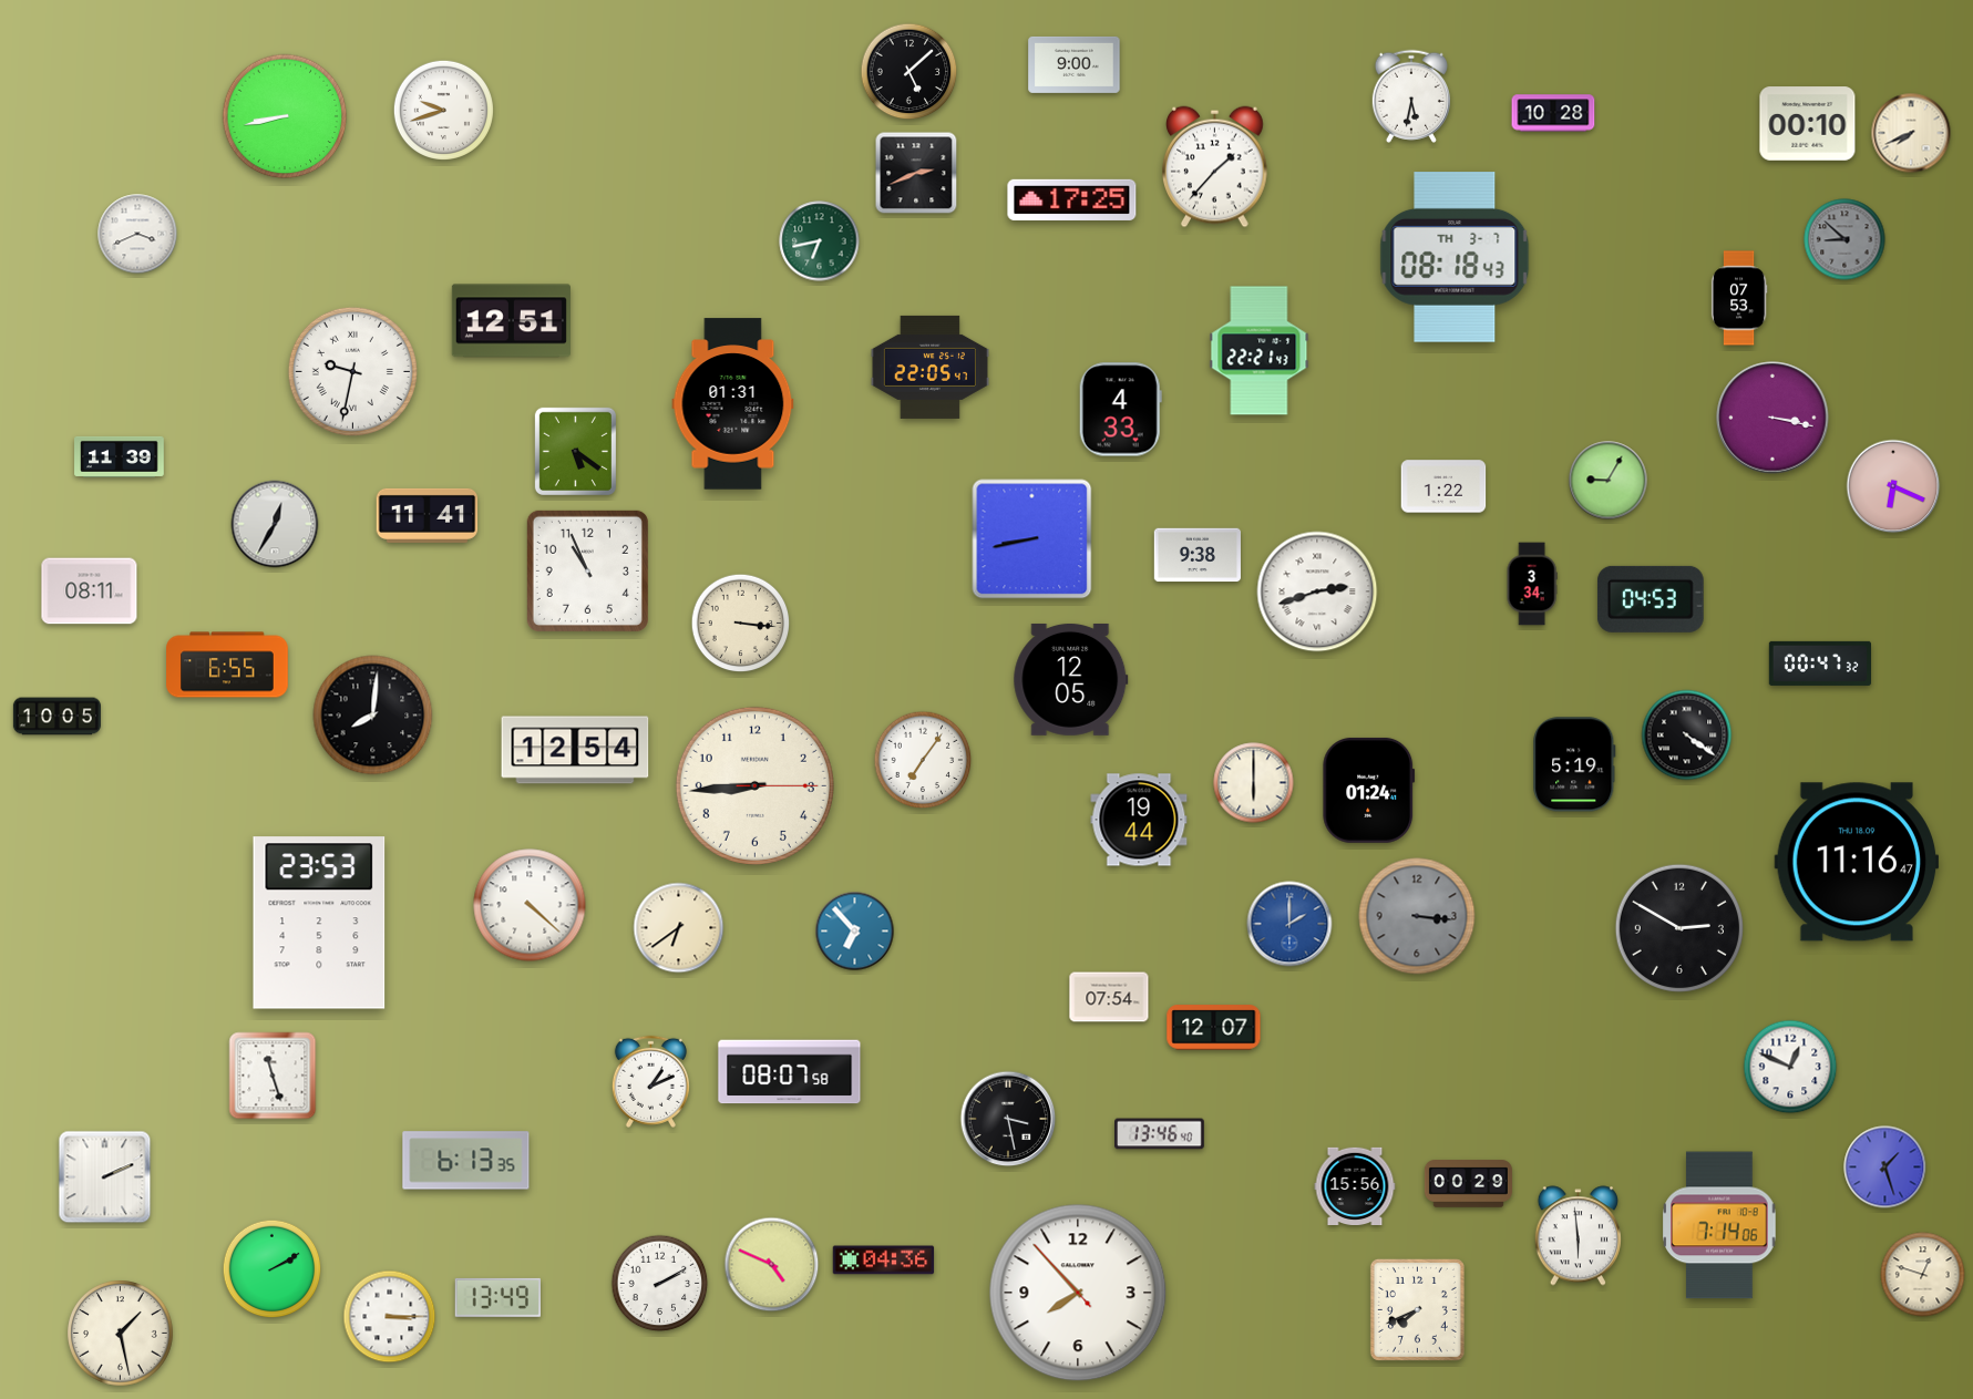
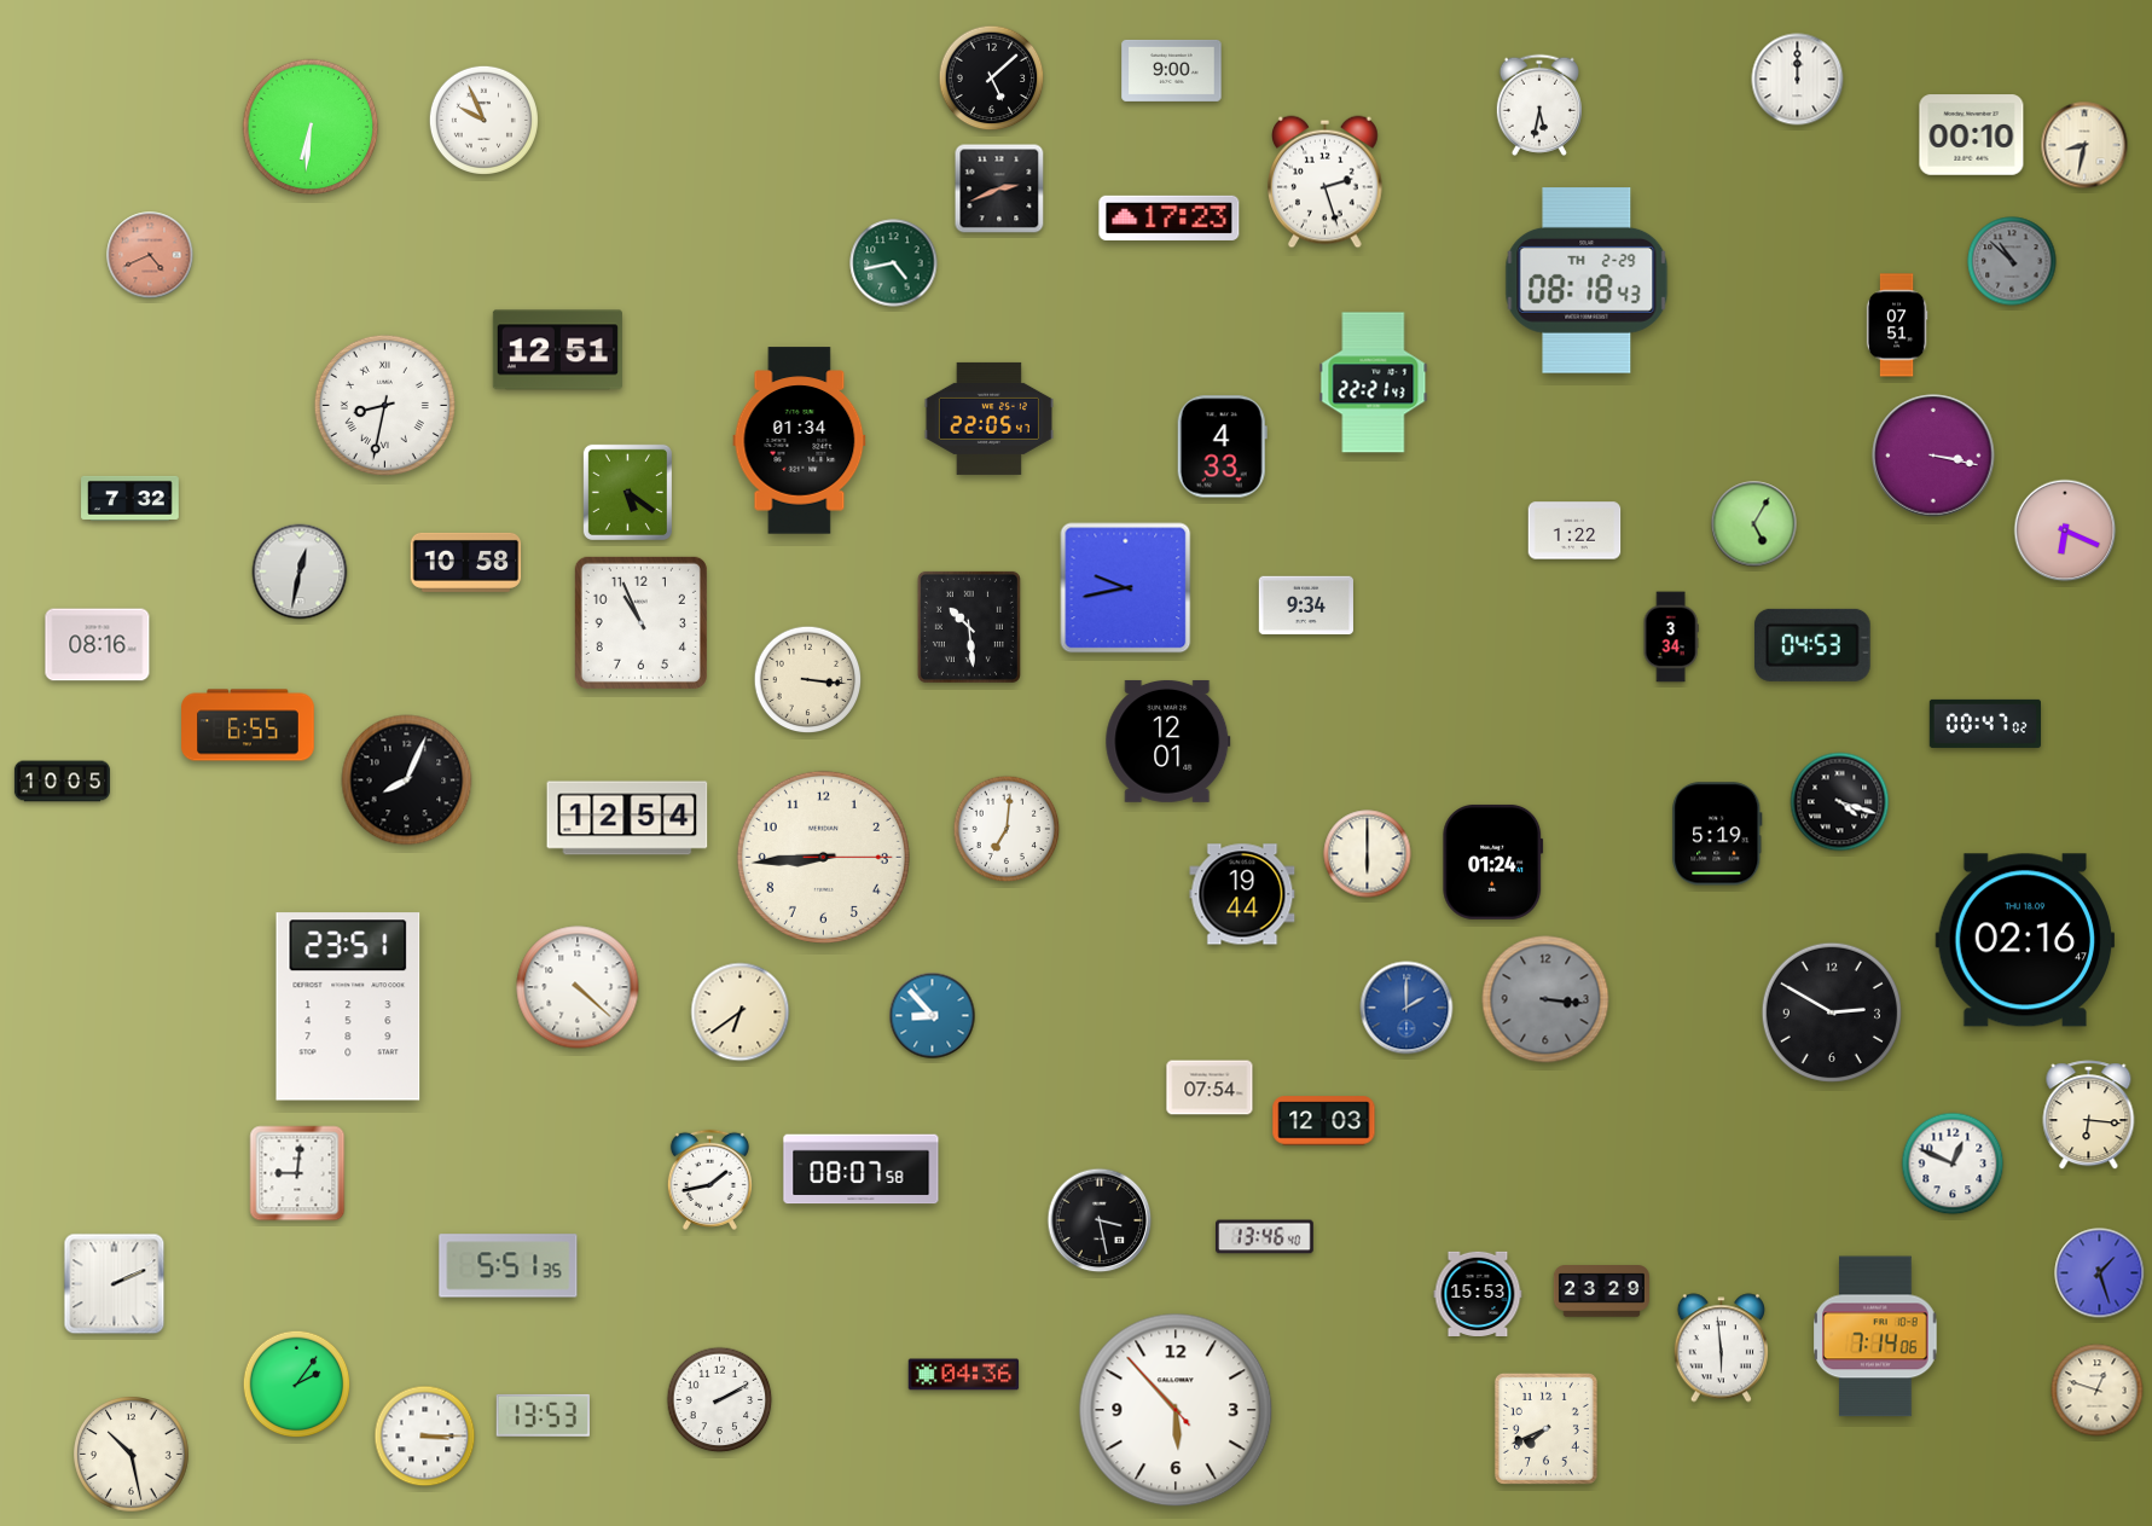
clock at (1798, 80): none -> 12:00
clock at (443, 110): 9:42 -> 9:56
clock at (1553, 113): 10:28 -> none
clock at (285, 116): 8:43 -> 6:31
clock at (1911, 133): 7:41 -> 8:32
clock at (1215, 167): 1:37 -> 2:27
clock at (1072, 199): 17:25 -> 17:23
clock at (137, 234): 3:41 -> 4:41
clock at (137, 234) dial: white -> salmon
clock at (1844, 239): 8:52 -> 10:52
clock at (820, 241): 6:43 -> 4:43
clock at (1455, 258) date: TH 3-7 -> TH 2-29
clock at (1739, 298): 07:53 -> 07:51
clock at (929, 367) position: (929, 367) -> (988, 418)
clock at (352, 371): 9:32 -> 8:32
clock at (733, 404): 01:31 -> 01:34
clock at (120, 456): 11:39 -> 7:32
clock at (1609, 481): 9:05 -> 5:05
clock at (428, 515): 11:41 -> 10:58
clock at (275, 524): 12:35 -> 12:32
clock at (1032, 539): 8:43 -> 9:43
clock at (1198, 555): 9:38 -> 9:34
clock at (969, 627): none -> 10:29
clock at (90, 592): 08:11 -> 08:16
clock at (1317, 592): 2:42 -> none
clock at (1651, 599) position: (1651, 599) -> (1812, 645)
clock at (1819, 664): 00:47:32 -> 00:47:02
clock at (1071, 679): 12:05 -> 12:01
clock at (373, 716): 8:01 -> 8:04
clock at (1687, 735): 4:21 -> 4:18
clock at (923, 760): 7:06 -> 7:01
clock at (1857, 862): 11:16 -> 02:16
clock at (319, 923): 23:53 -> 23:51
clock at (855, 932): 6:53 -> 8:53
clock at (2089, 1115): none -> 6:16
clock at (1214, 1028): 12:07 -> 12:03
clock at (273, 1076): 11:27 -> 9:01
clock at (650, 1081): 1:11 -> 1:43
clock at (466, 1161): 6:13 -> 5:51
clock at (1885, 1167) position: (1885, 1167) -> (2100, 1273)
clock at (1468, 1184): 00:29 -> 23:29
clock at (1355, 1185): 15:56 -> 15:53
clock at (772, 1265): 4:49 -> none
clock at (273, 1269): 2:10 -> 2:06
clock at (1078, 1293): 7:52 -> 5:52
clock at (497, 1297): 13:49 -> 13:53
clock at (121, 1334): 1:28 -> 10:28
